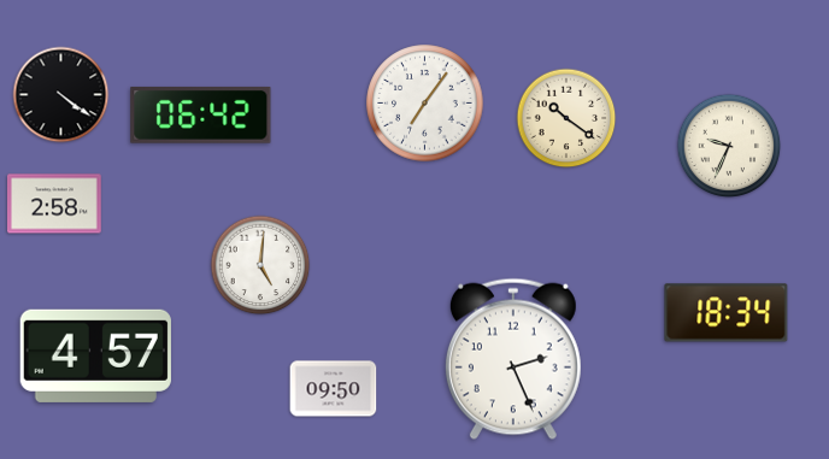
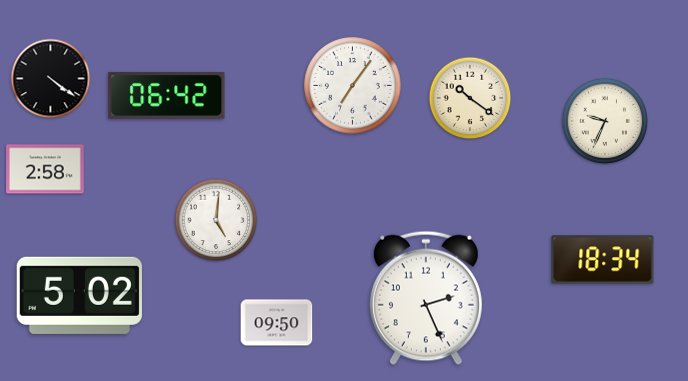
clock at (95, 355): 4:57 -> 5:02
